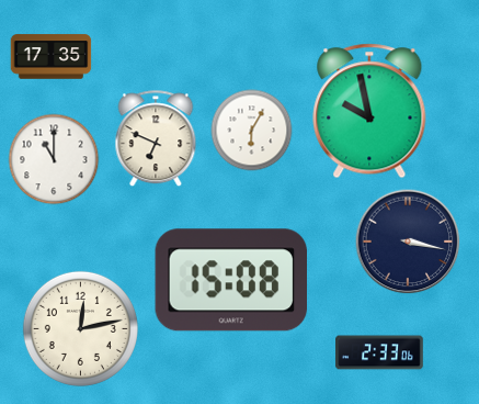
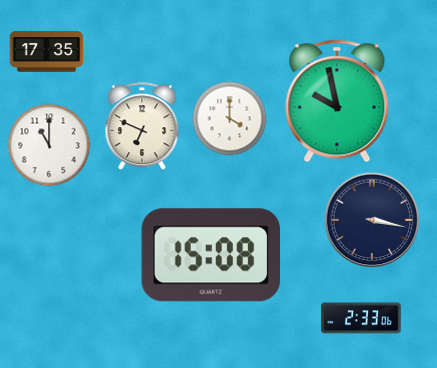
clock at (252, 131): 6:05 -> 4:00
clock at (80, 328): 12:13 -> none
clock at (379, 352) position: (379, 352) -> (361, 318)
